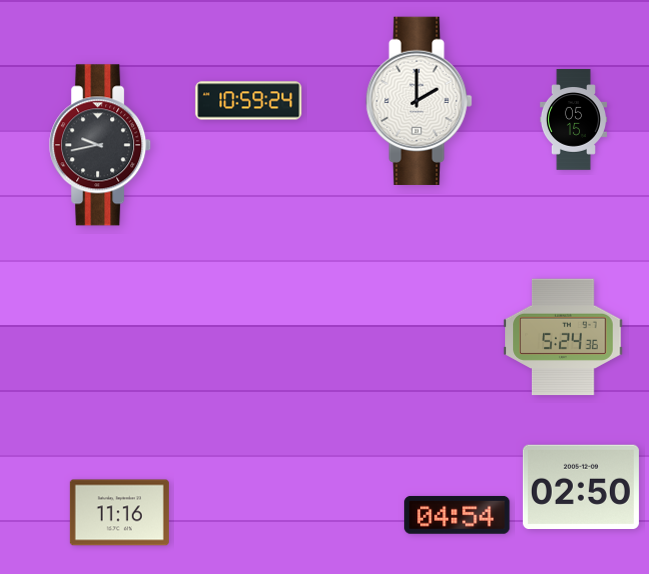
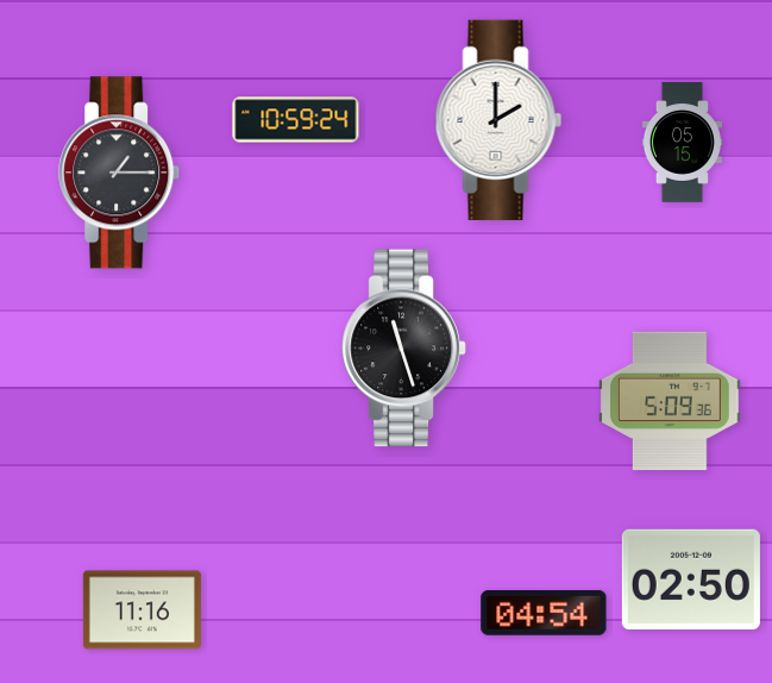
clock at (101, 145): 9:43 -> 1:15
clock at (404, 349): none -> 11:27
clock at (563, 337): 5:24 -> 5:09
